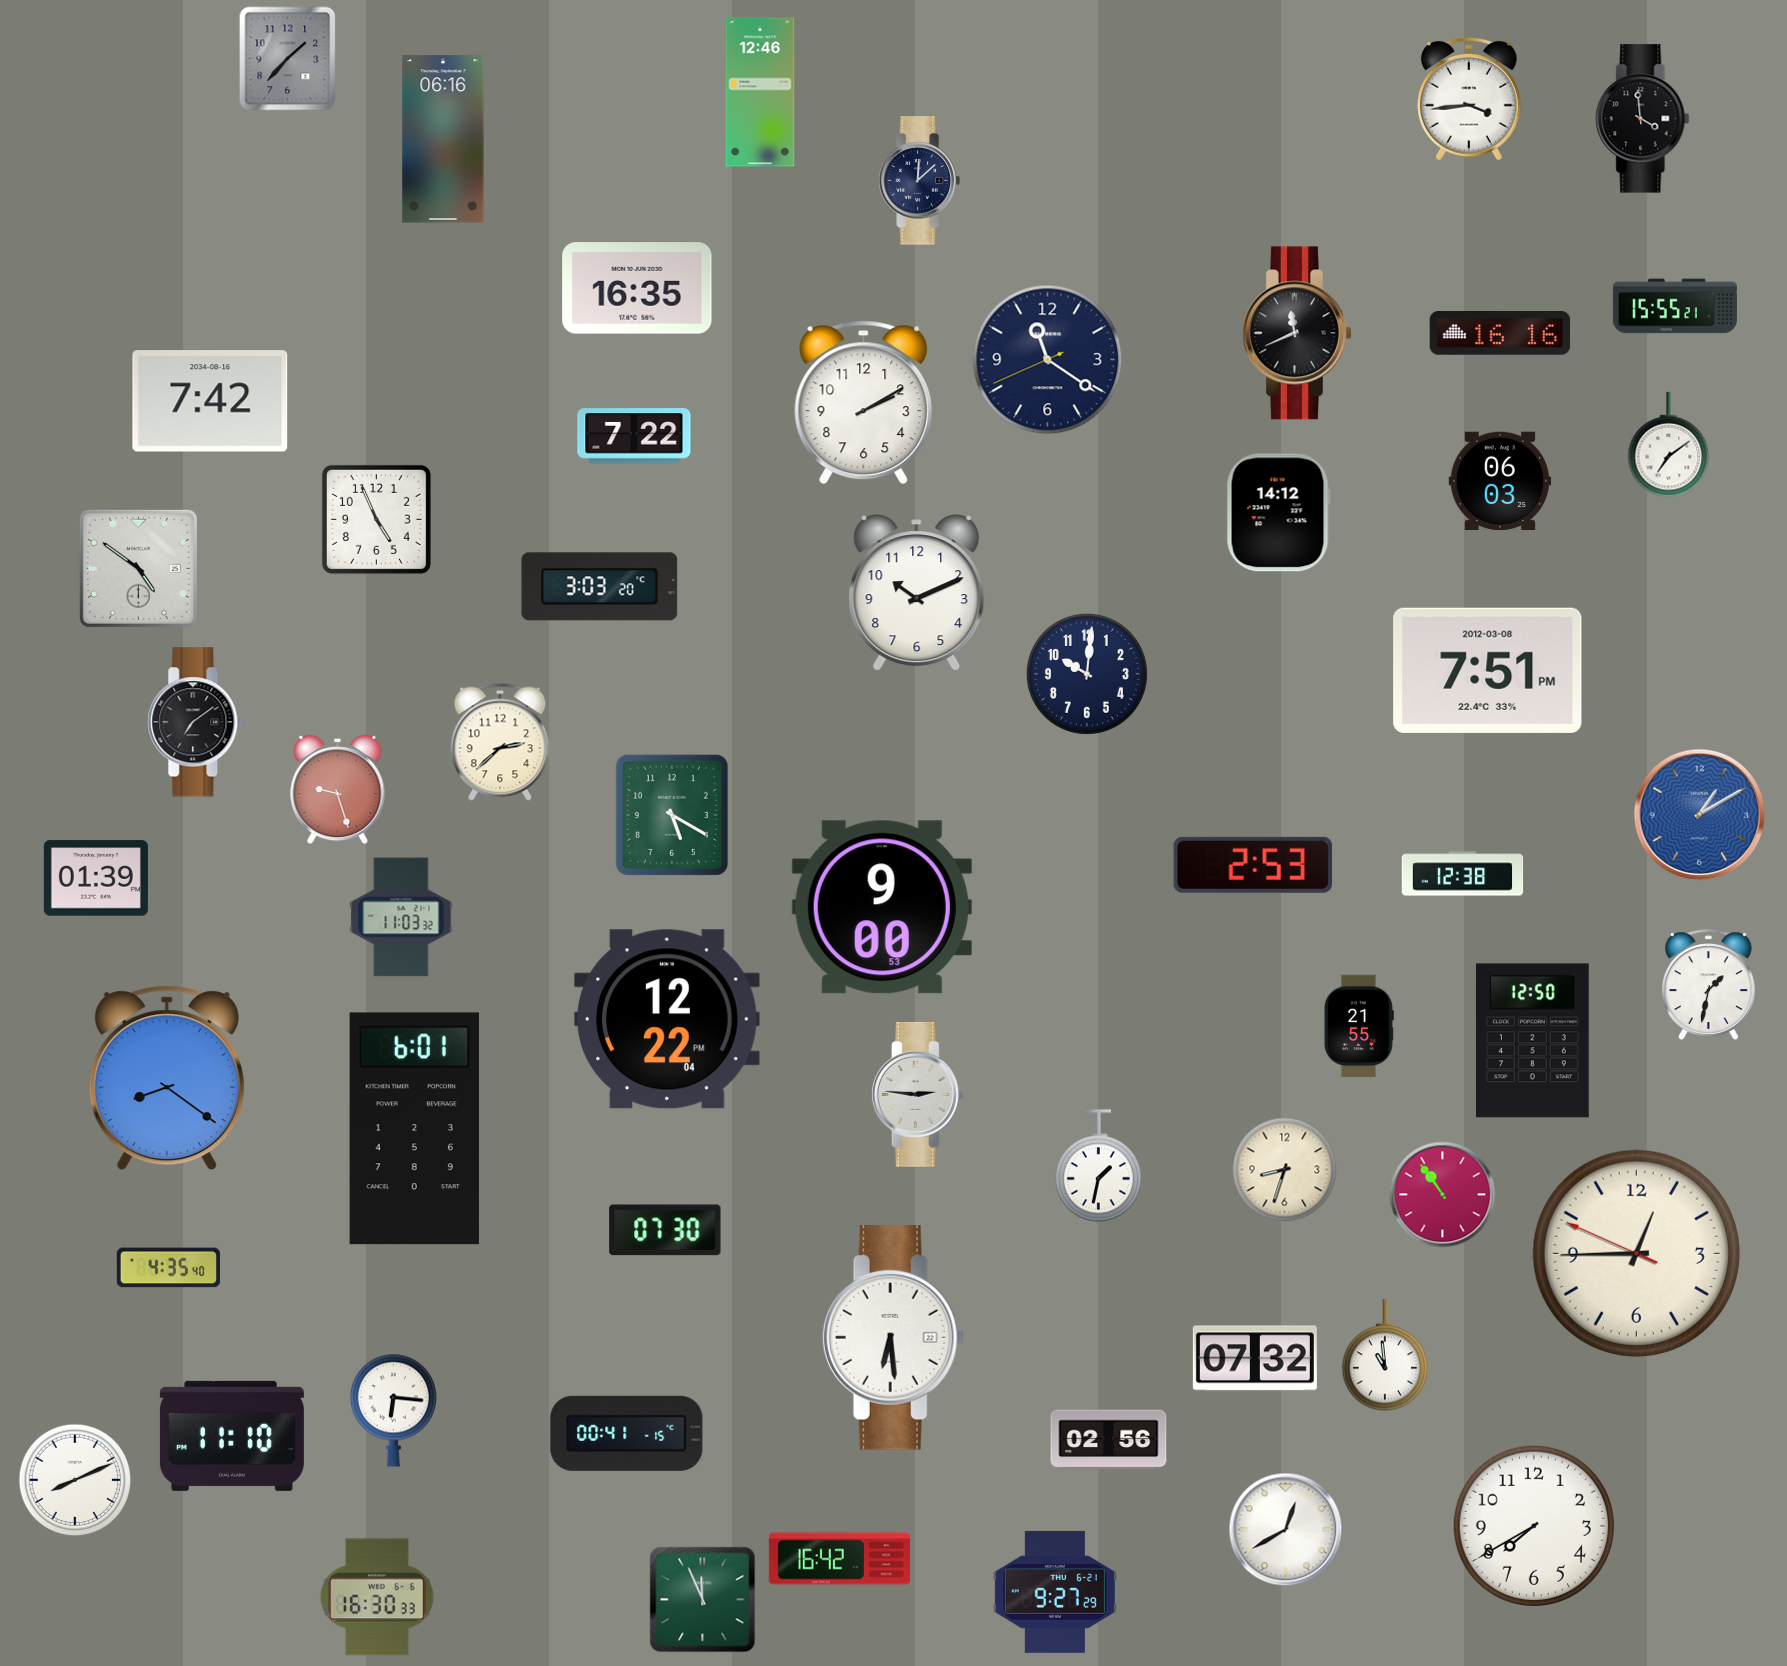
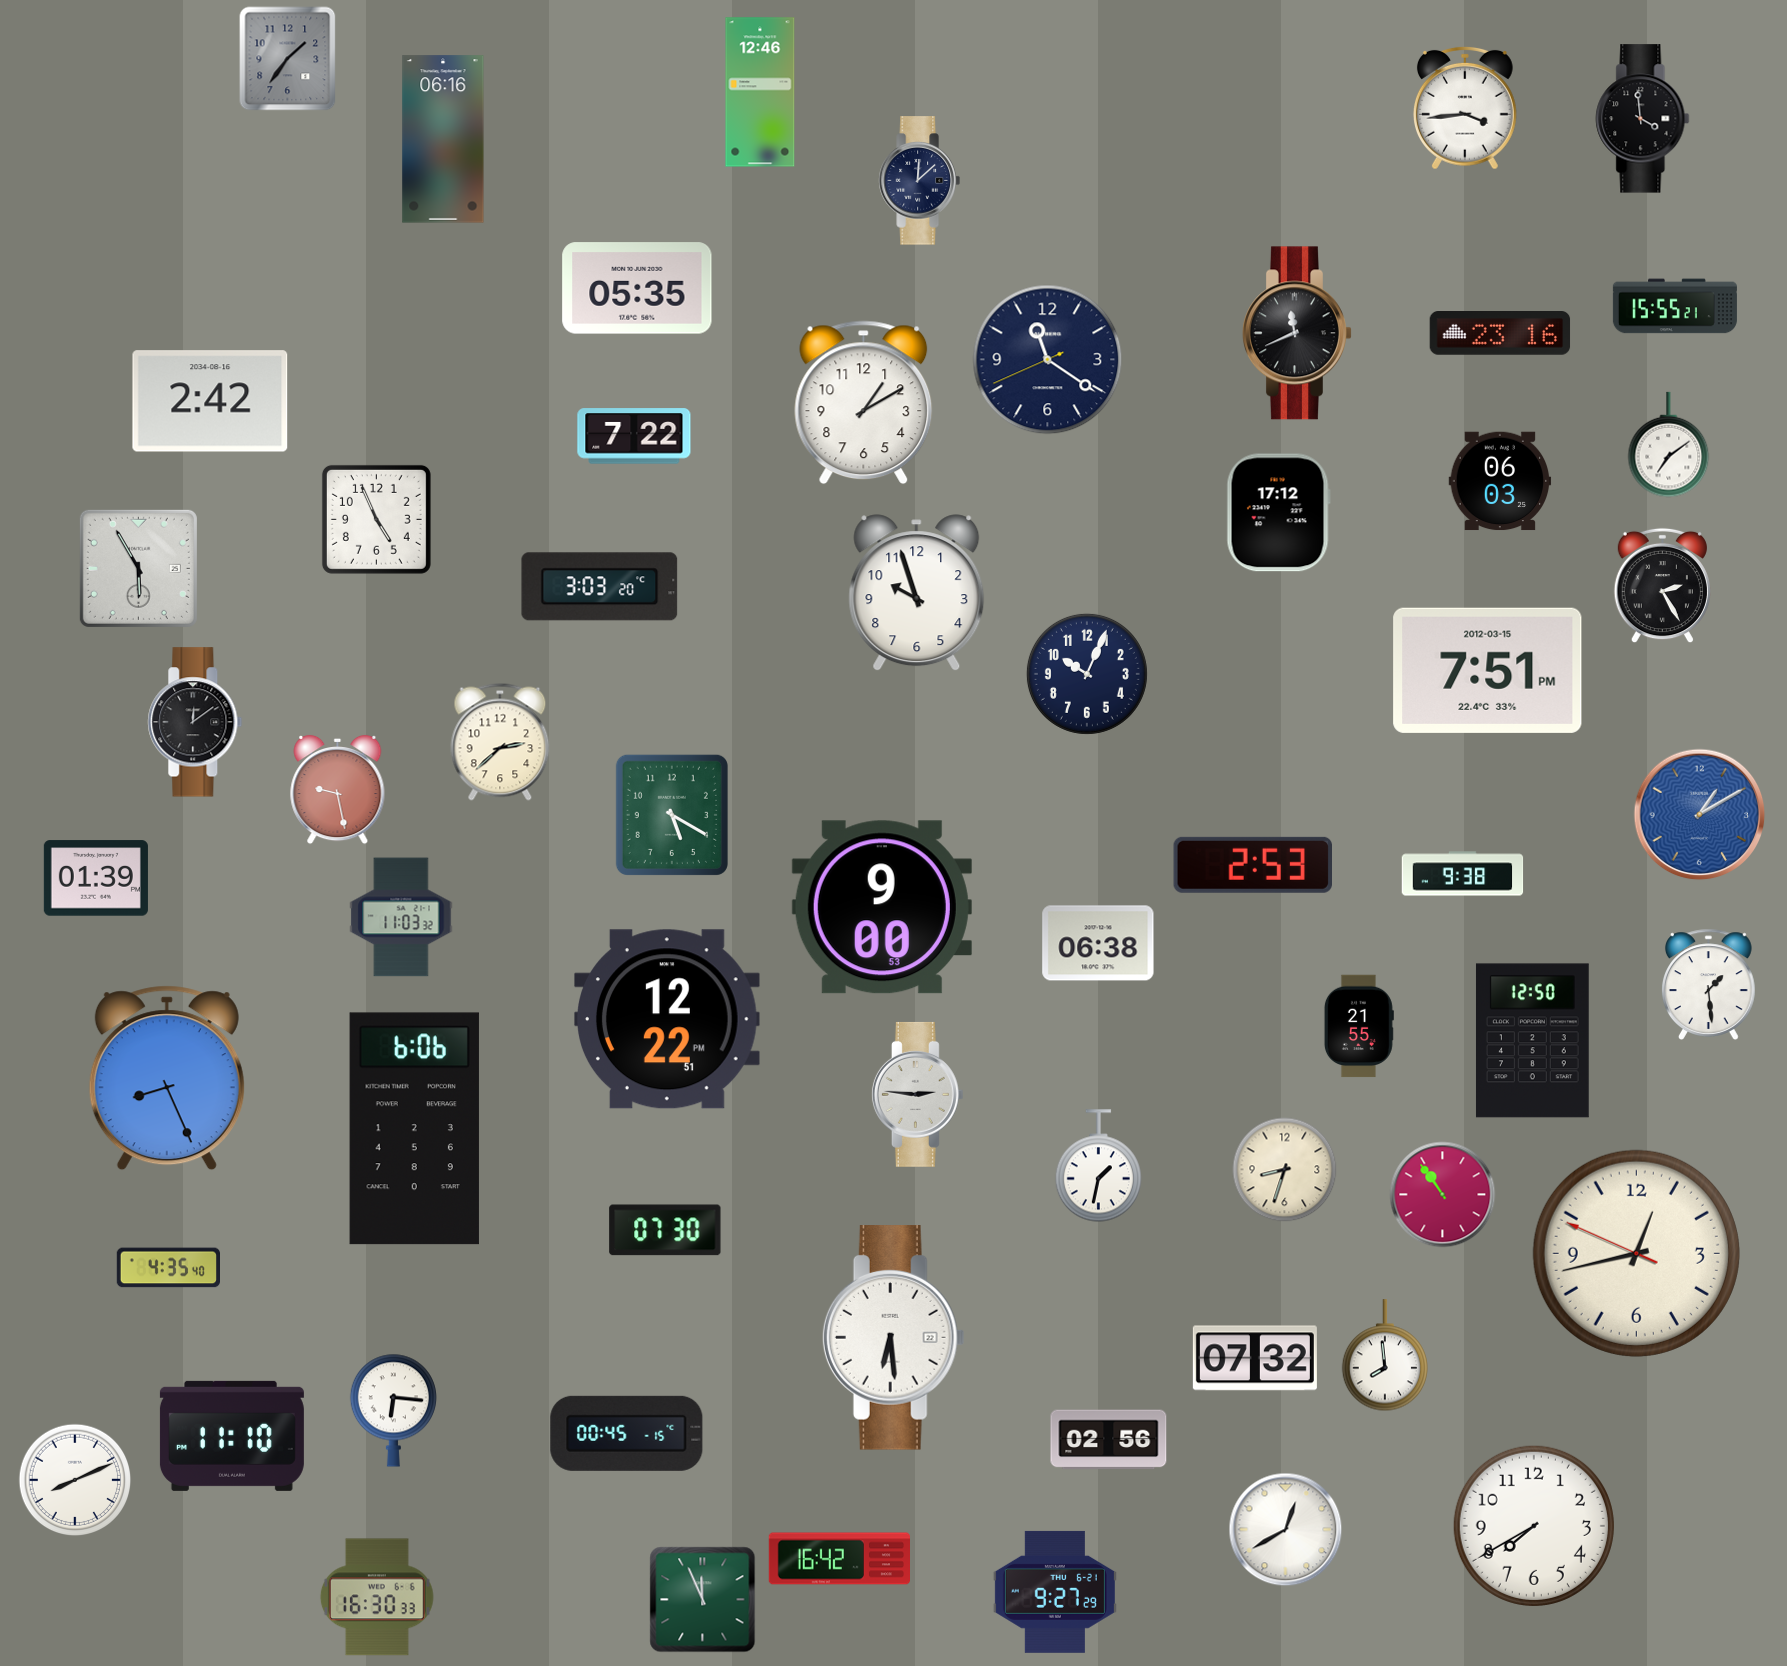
clock at (288, 59): 1:37 -> 1:36
clock at (1469, 99) position: (1469, 99) -> (1465, 108)
clock at (637, 288): 16:35 -> 05:35
clock at (1500, 333): 16:16 -> 23:16
clock at (210, 401): 7:42 -> 2:42
clock at (864, 403): 2:10 -> 1:10
clock at (1278, 513): 14:12 -> 17:12
clock at (138, 568): 4:51 -> 5:55
clock at (1662, 586): none -> 2:25
clock at (917, 593): 10:11 -> 9:57
clock at (1488, 670) date: 2012-03-08 -> 2012-03-15
clock at (1087, 674): 10:01 -> 10:04
clock at (195, 722): 7:09 -> 12:09
clock at (338, 790): 9:27 -> 9:28
clock at (1463, 874): 12:38 -> 9:38
clock at (1098, 943): none -> 06:38
clock at (1708, 984): 1:32 -> 1:29
clock at (668, 1019): 12:22:04 PM -> 12:22:51 PM
clock at (167, 1078): 8:21 -> 8:26
clock at (414, 1129): 6:01 -> 6:06
clock at (1636, 1253): 12:44 -> 12:42
clock at (1384, 1356): 10:59 -> 7:59
clock at (627, 1433): 00:41 -> 00:45
